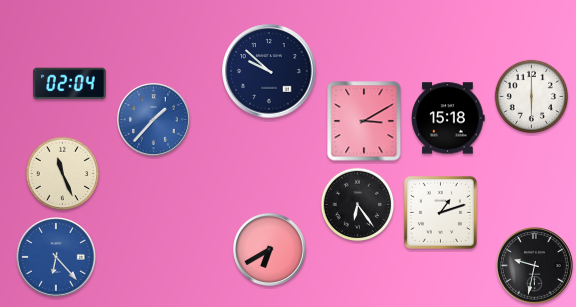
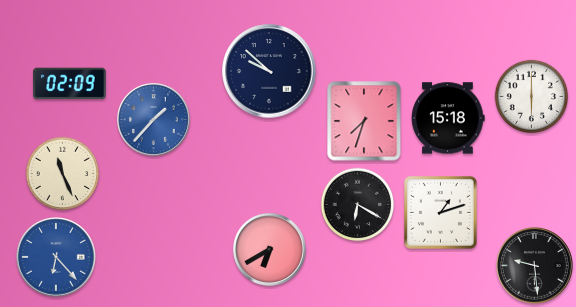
clock at (70, 84): 02:04 -> 02:09
clock at (364, 121): 3:10 -> 7:33
clock at (358, 205): 6:24 -> 6:20
clock at (535, 266): 9:32 -> 9:29
